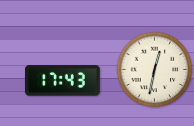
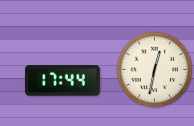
clock at (63, 81): 17:43 -> 17:44
